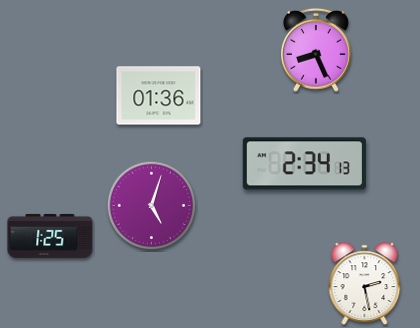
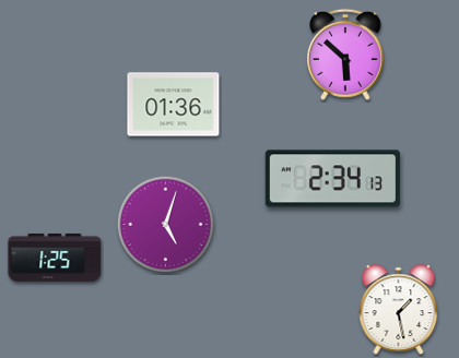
clock at (316, 50): 8:26 -> 5:52
clock at (365, 284): 2:28 -> 1:28
